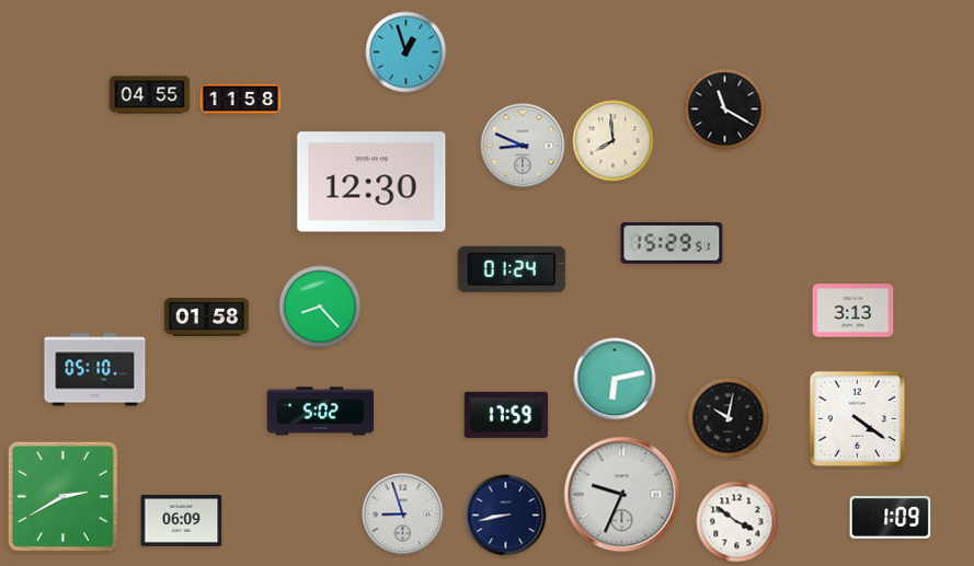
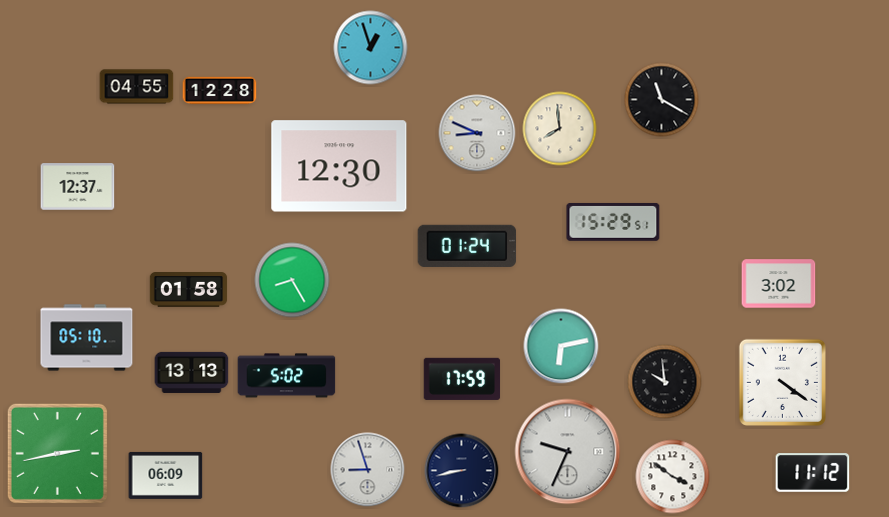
clock at (241, 100): 11:58 -> 12:28
clock at (78, 187): none -> 12:37
clock at (320, 307): 8:23 -> 8:25
clock at (853, 311): 3:13 -> 3:02
clock at (192, 372): none -> 13:13
clock at (321, 412) position: (321, 412) -> (287, 376)
clock at (729, 418): 10:02 -> 9:59
clock at (62, 496): 2:40 -> 2:43
clock at (891, 518): 1:09 -> 11:12
